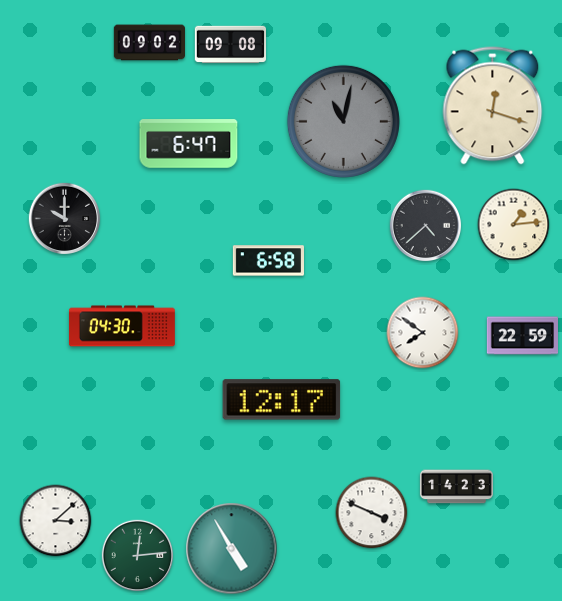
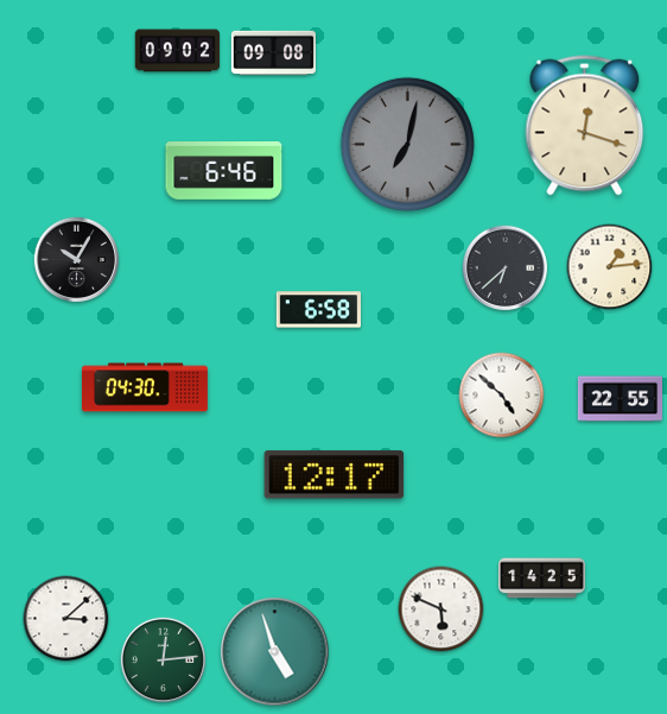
clock at (343, 121): 11:02 -> 7:02
clock at (189, 144): 6:47 -> 6:46
clock at (65, 219): 10:00 -> 10:05
clock at (426, 226): 4:38 -> 6:38
clock at (423, 333): 7:51 -> 4:52
clock at (523, 336): 22:59 -> 22:55
clock at (456, 487): 14:23 -> 14:25
clock at (372, 513): 3:49 -> 5:49
clock at (232, 549): 4:55 -> 4:57
